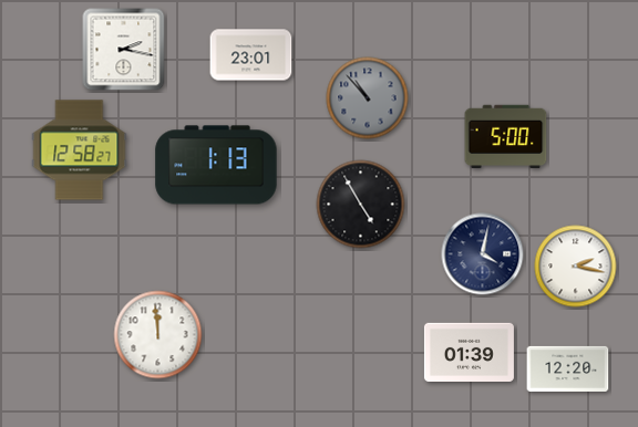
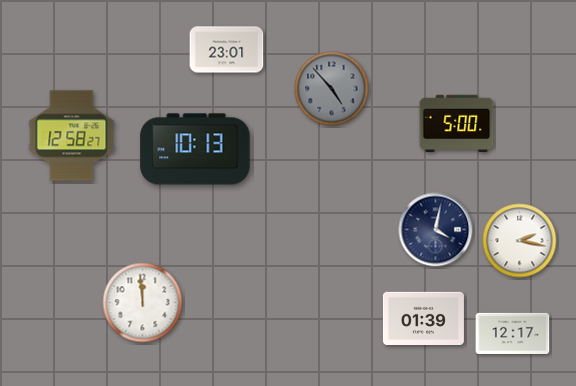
clock at (124, 50): 2:17 -> none
clock at (368, 98): 10:53 -> 4:53
clock at (216, 165): 1:13 -> 10:13
clock at (361, 205): 4:55 -> none
clock at (568, 368): 12:20 -> 12:17
